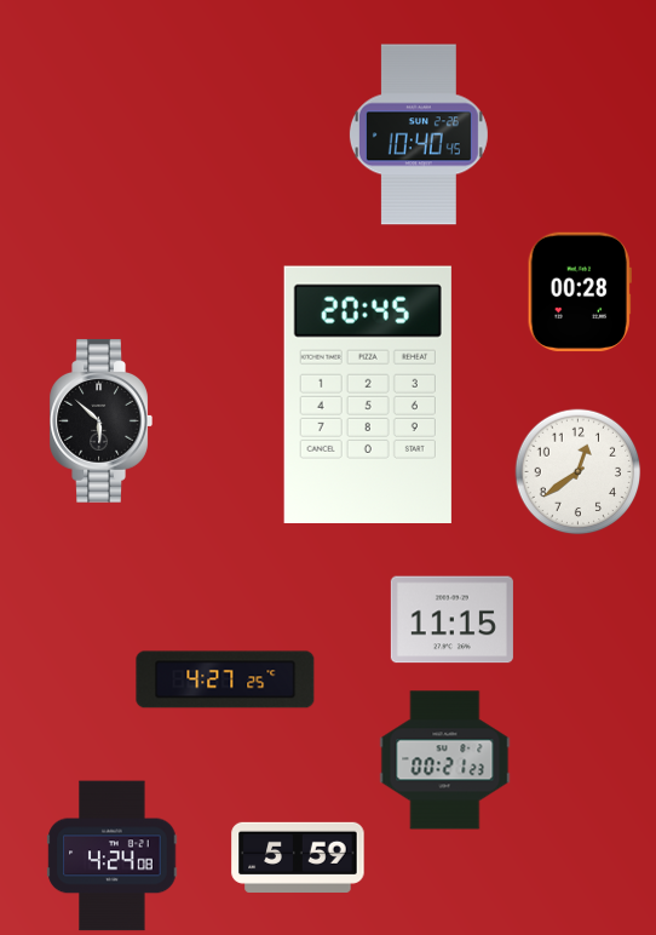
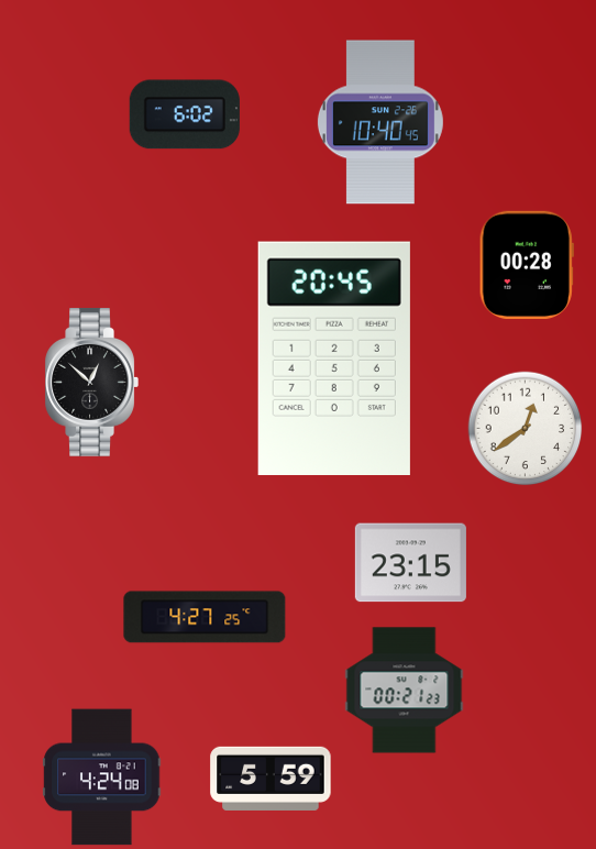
clock at (185, 114): none -> 6:02
clock at (100, 420): 5:52 -> 12:52
clock at (451, 620): 11:15 -> 23:15
